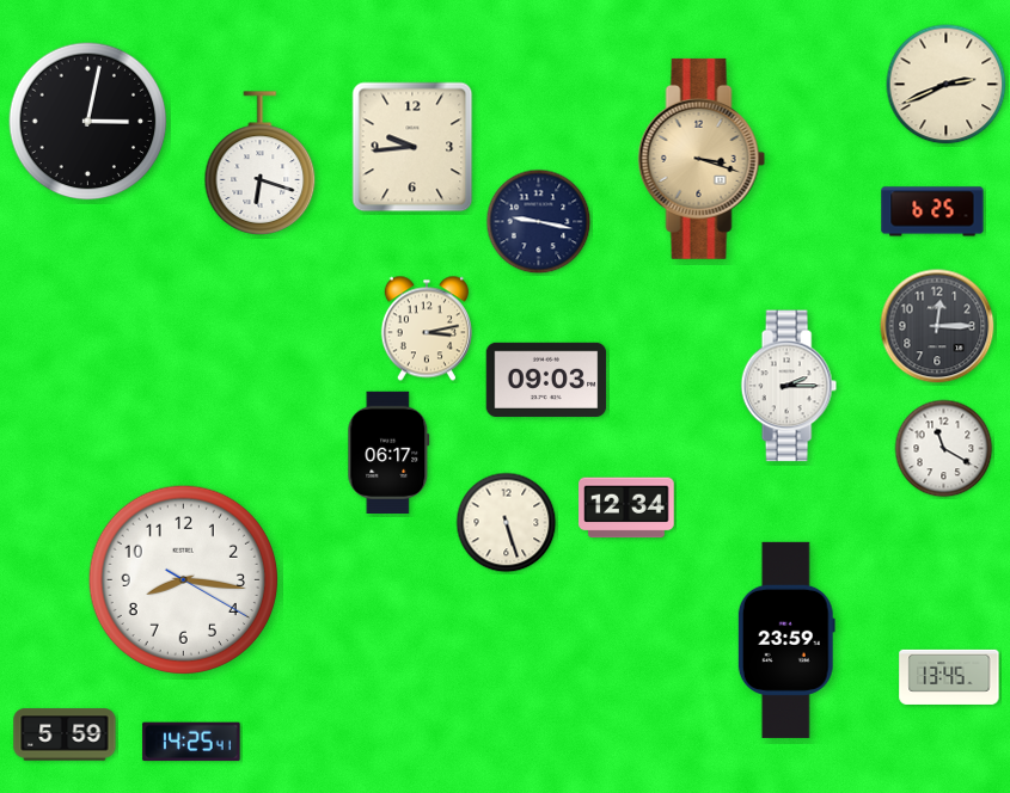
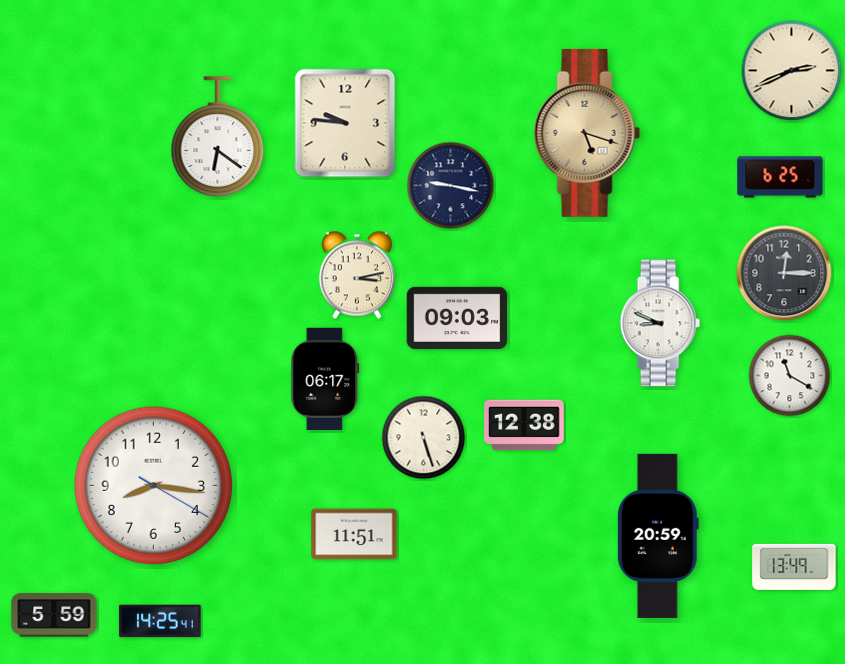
clock at (88, 122): 3:02 -> none
clock at (412, 147): 9:44 -> 9:46
clock at (702, 159): 3:18 -> 5:18
clock at (261, 164): 6:18 -> 6:21
clock at (789, 386): 2:15 -> 8:49
clock at (626, 508): 12:34 -> 12:38
clock at (354, 534): none -> 11:51
clock at (786, 640): 23:59 -> 20:59
clock at (949, 677): 13:45 -> 13:49
